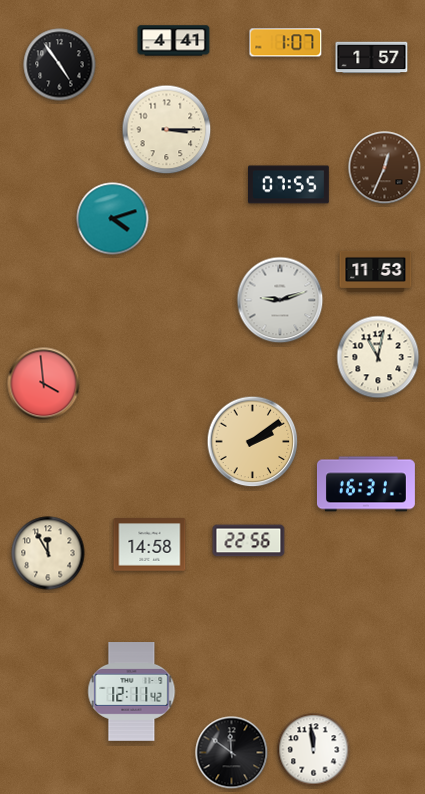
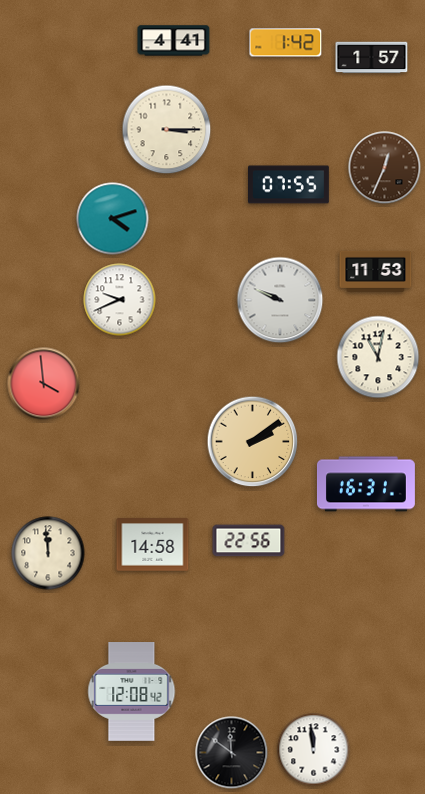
clock at (286, 43): 1:07 -> 1:42
clock at (60, 65): 4:54 -> none
clock at (120, 300): none -> 9:41
clock at (280, 300): 9:12 -> 9:49
clock at (150, 545) position: (150, 545) -> (153, 545)
clock at (48, 553): 11:55 -> 11:59
clock at (132, 692): 12:11 -> 12:08
